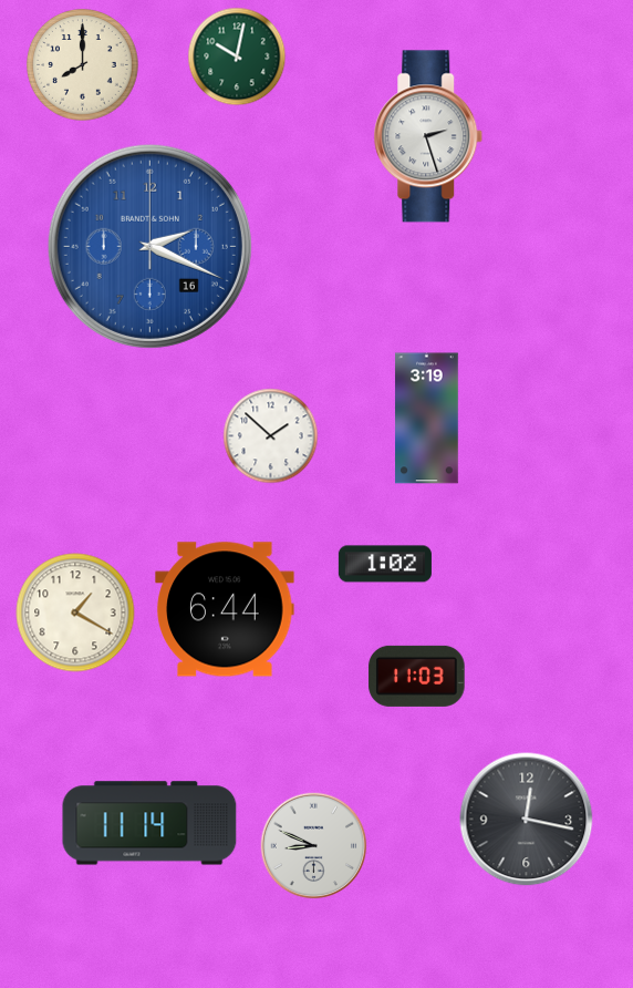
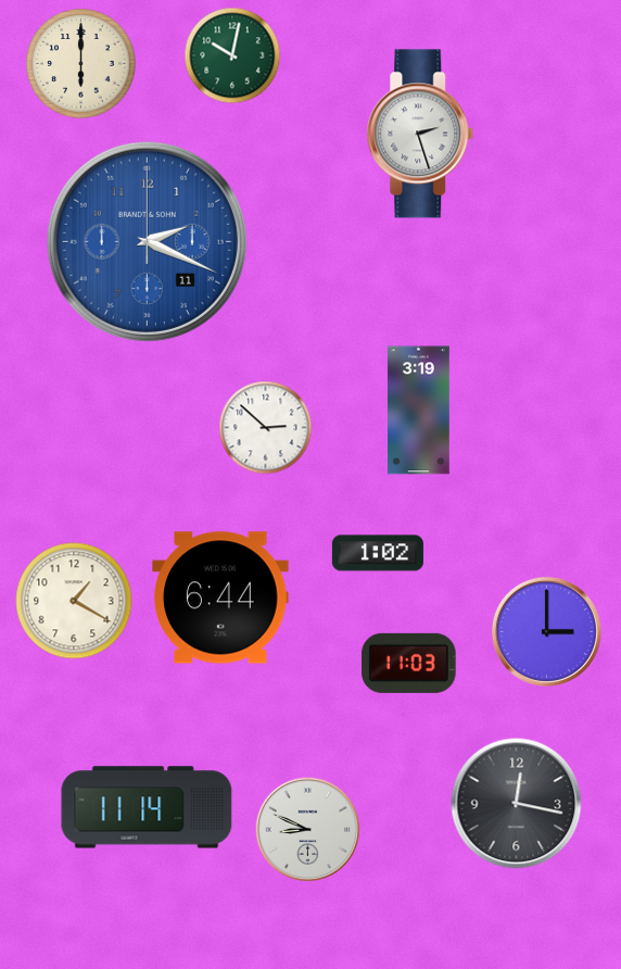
clock at (83, 65): 8:00 -> 6:00
clock at (149, 246) date: 16 -> 11
clock at (271, 436): 1:52 -> 2:52
clock at (546, 631): none -> 3:00
